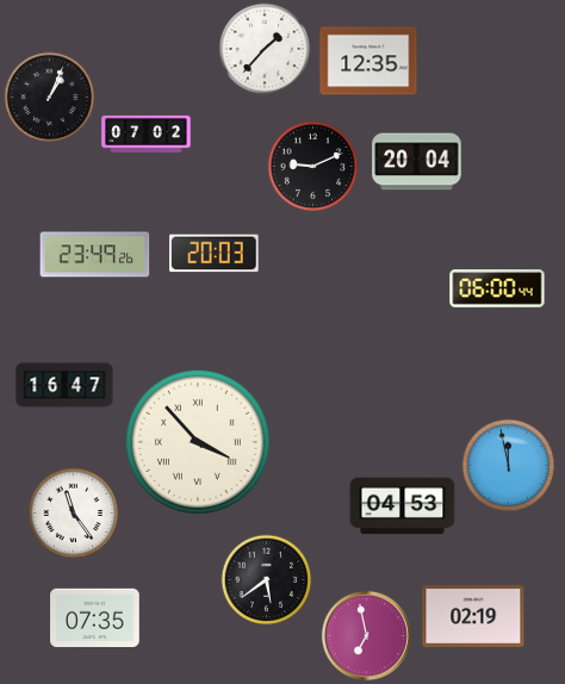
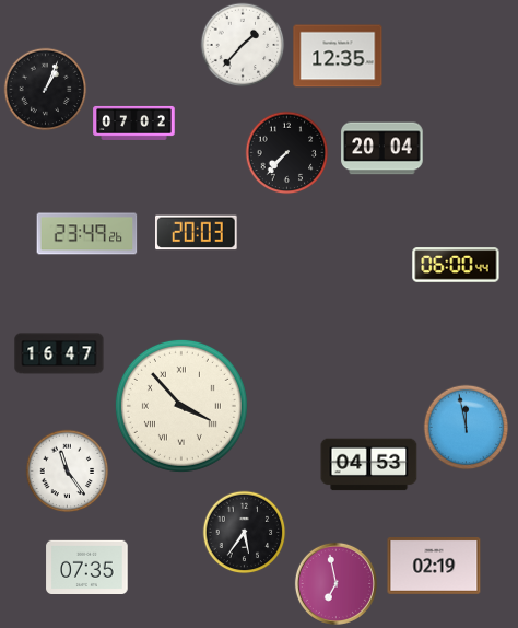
clock at (313, 167): 9:11 -> 7:37
clock at (267, 580): 5:39 -> 5:36
